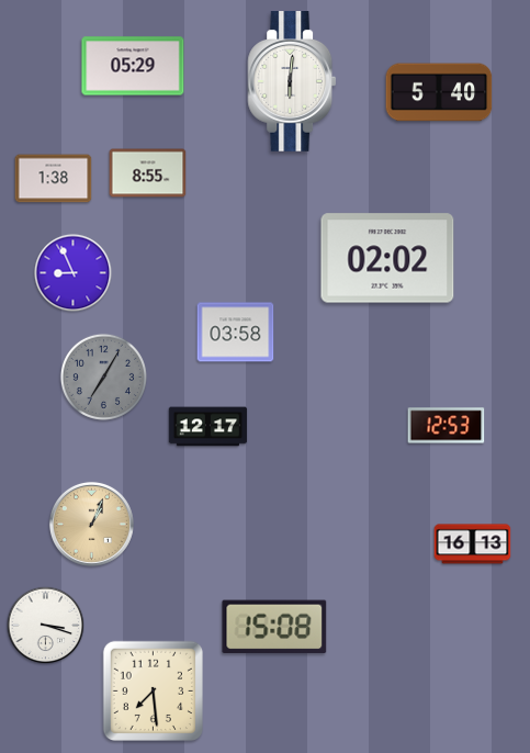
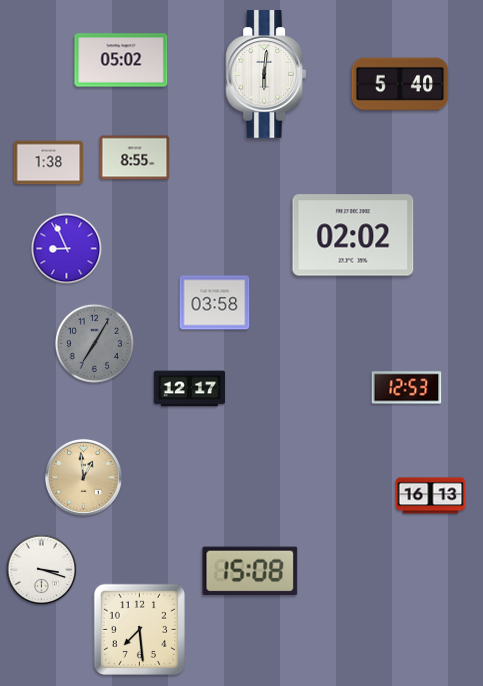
clock at (133, 66): 05:29 -> 05:02
clock at (91, 524): 1:04 -> 12:59
